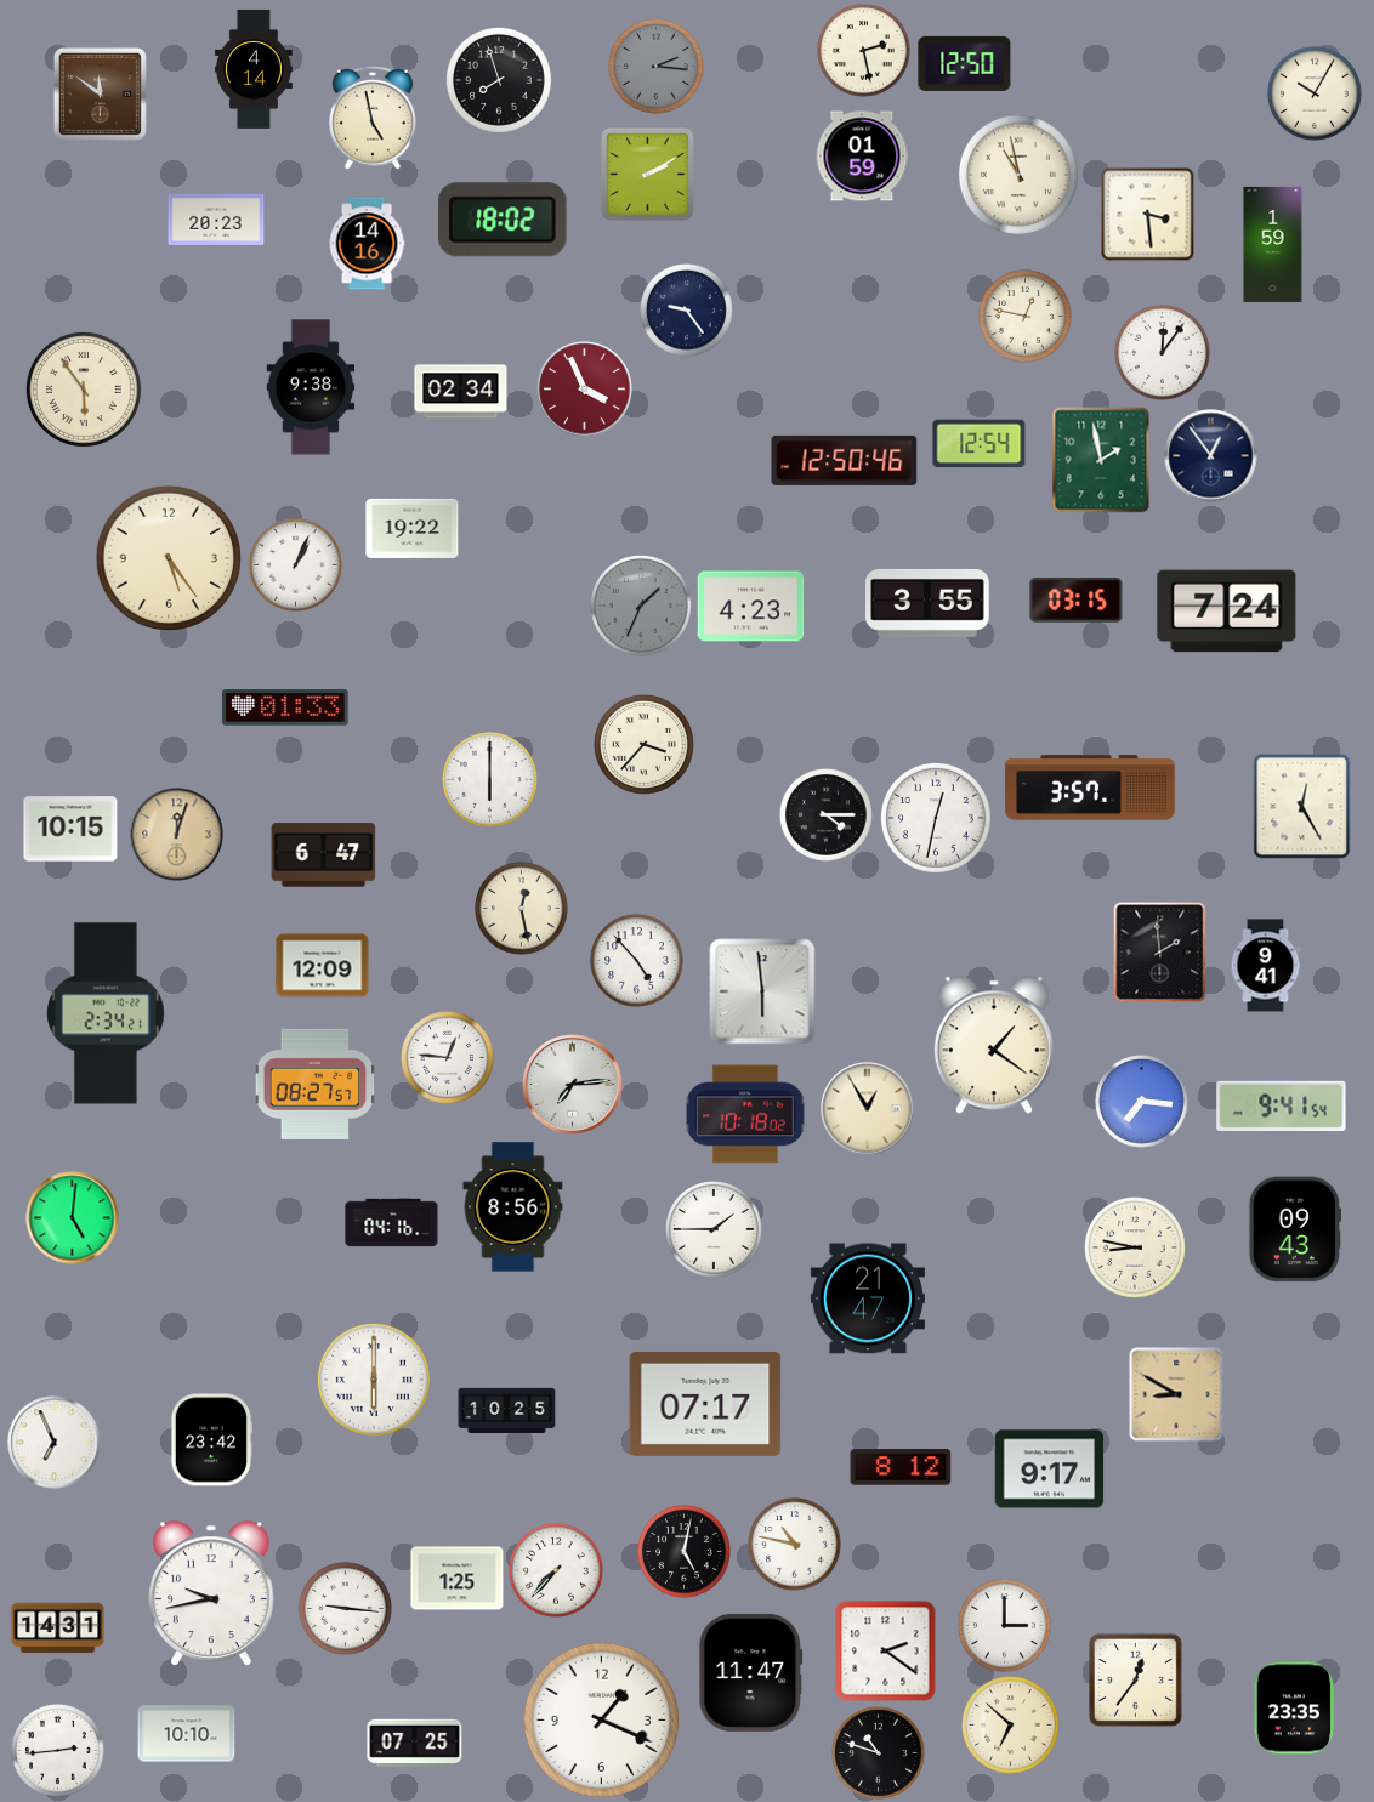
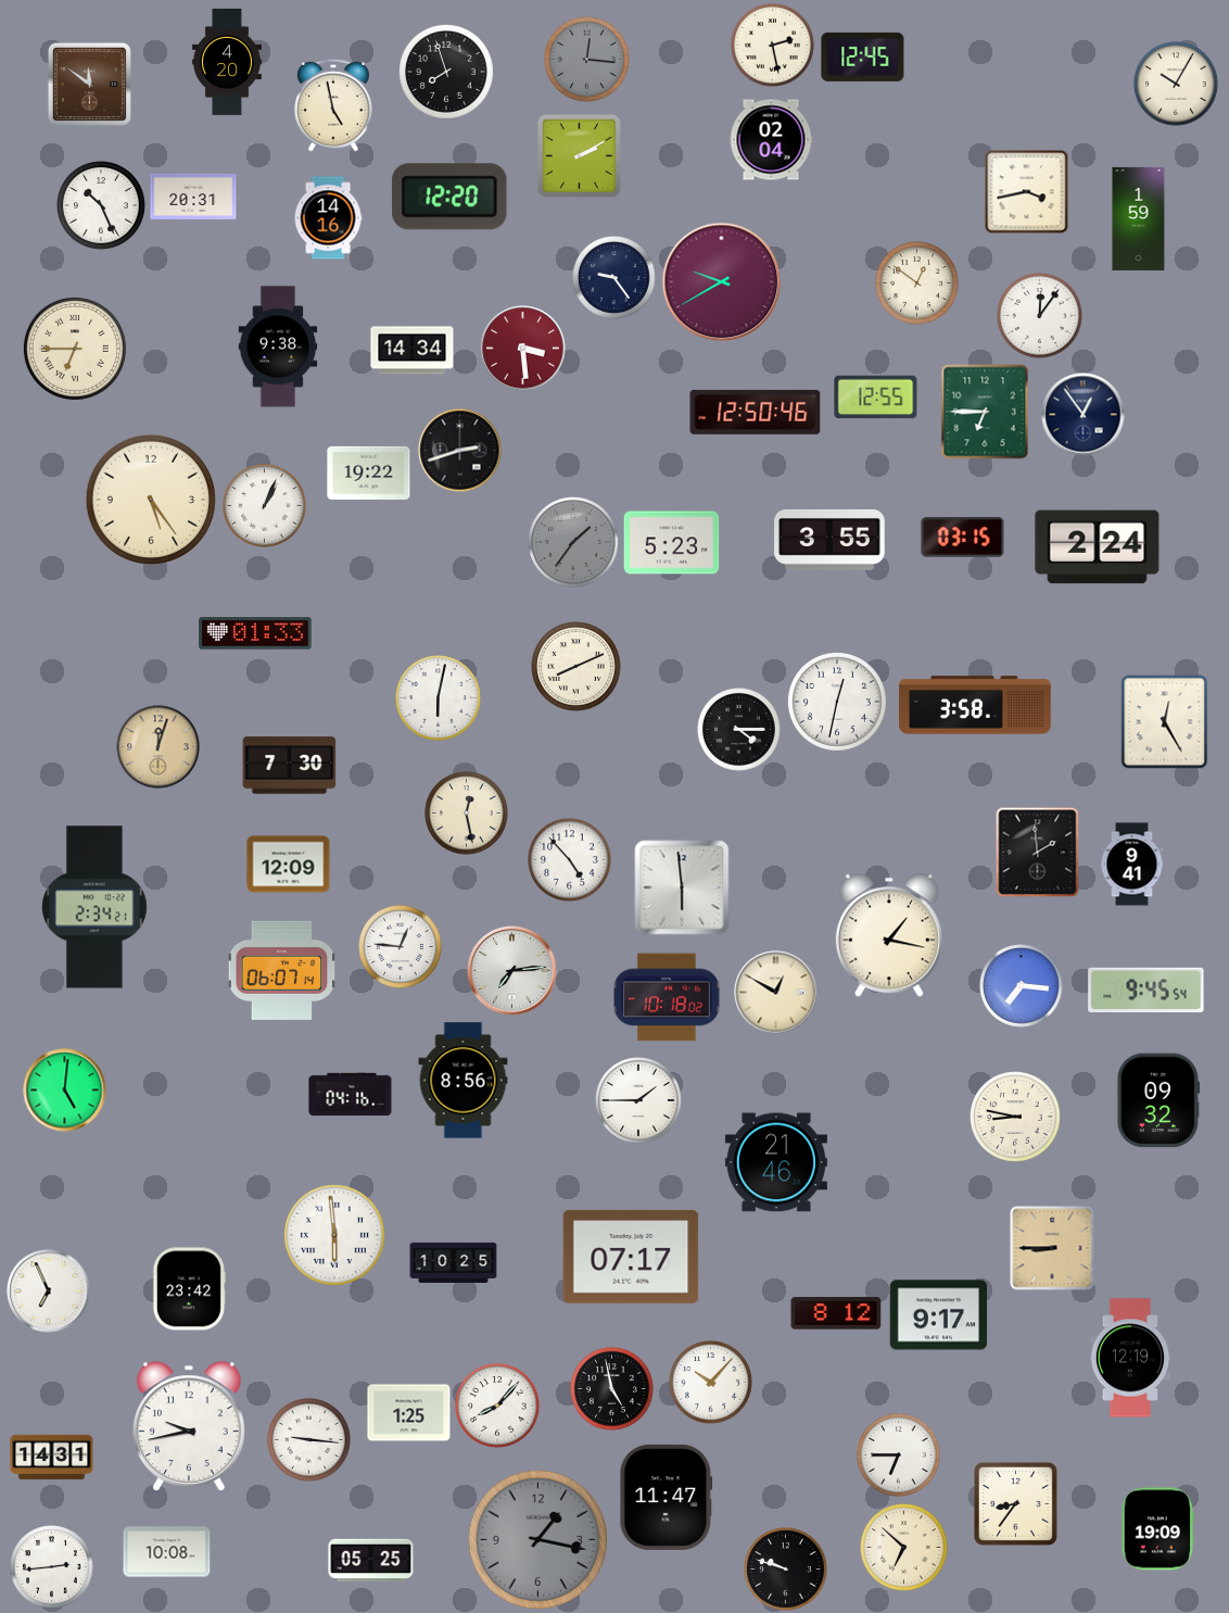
clock at (965, 63): 12:50 -> 12:45
clock at (657, 67): 2:16 -> 12:16
clock at (254, 69): 4:14 -> 4:20
clock at (862, 157): 01:59 -> 02:04
clock at (1018, 175): 10:58 -> none
clock at (1147, 214): 3:29 -> 3:43
clock at (216, 220): 20:23 -> 20:31
clock at (503, 220): 18:02 -> 12:20
clock at (102, 206): none -> 10:26
clock at (722, 282): none -> 9:40
clock at (1026, 317): 12:47 -> 12:51
clock at (84, 390): 5:54 -> 6:45
clock at (585, 390): 3:56 -> 3:29
clock at (461, 392): 02:34 -> 14:34
clock at (980, 444): 12:54 -> 12:55
clock at (1211, 456) position: (1211, 456) -> (1084, 415)
clock at (1101, 460): 1:58 -> 6:45
clock at (460, 451): none -> 2:42
clock at (642, 607): 1:34 -> 1:36
clock at (751, 607): 4:23 -> 5:23
clock at (1227, 612): 7:24 -> 2:24
clock at (645, 745): 3:37 -> 8:11
clock at (490, 780): 6:00 -> 6:02
clock at (1090, 788): 3:57 -> 3:58
clock at (936, 818) position: (936, 818) -> (837, 702)
clock at (70, 829): 10:15 -> none
clock at (324, 855): 6:47 -> 7:30
clock at (994, 1045): 1:21 -> 1:17
clock at (316, 1084): 08:27 -> 06:07
clock at (1282, 1105): 9:41 -> 9:45
clock at (868, 1109): 12:55 -> 12:50
clock at (513, 1207) position: (513, 1207) -> (464, 1081)
clock at (1295, 1229): 09:43 -> 09:32
clock at (868, 1298): 21:47 -> 21:46
clock at (374, 1380): 6:00 -> 5:59
clock at (1176, 1394): 8:50 -> 8:45
clock at (901, 1467) position: (901, 1467) -> (836, 1313)
clock at (1130, 1358): none -> 12:19
clock at (795, 1545): 10:47 -> 10:07
clock at (685, 1552): 5:02 -> 4:58
clock at (556, 1570): 7:37 -> 8:07
clock at (1005, 1626): 3:00 -> 6:45
clock at (886, 1652): 2:21 -> none
clock at (751, 1672) position: (751, 1672) -> (667, 1497)
clock at (1135, 1679): 12:36 -> 8:36
clock at (1294, 1709): 23:35 -> 19:09
clock at (601, 1719): 1:19 -> 1:17
clock at (601, 1719) dial: white -> grey
clock at (1011, 1726) position: (1011, 1726) -> (904, 1548)
clock at (187, 1734): 10:10 -> 10:08
clock at (415, 1744): 07:25 -> 05:25
clock at (879, 1753): 10:48 -> 9:48
